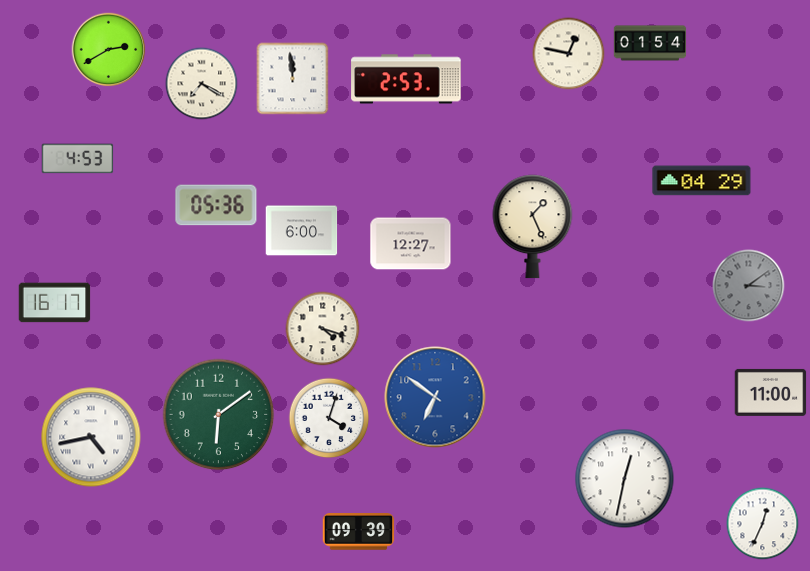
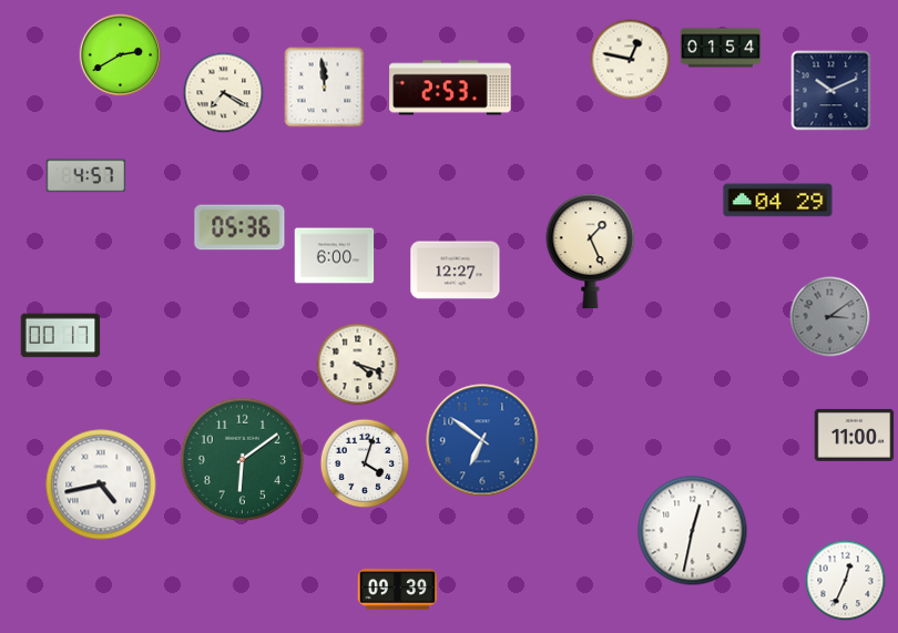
clock at (831, 91): none -> 10:11
clock at (78, 159): 4:53 -> 4:57
clock at (55, 303): 16:17 -> 00:17
